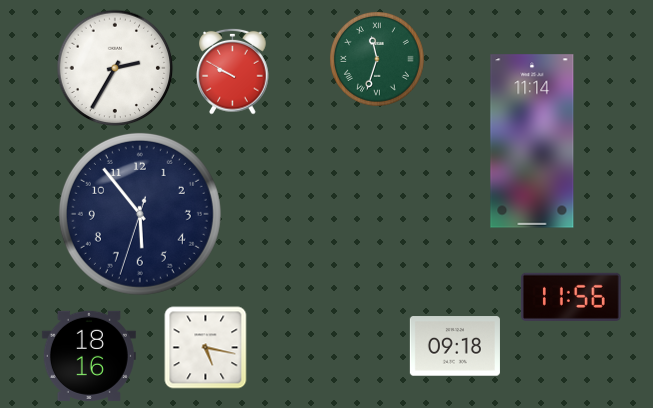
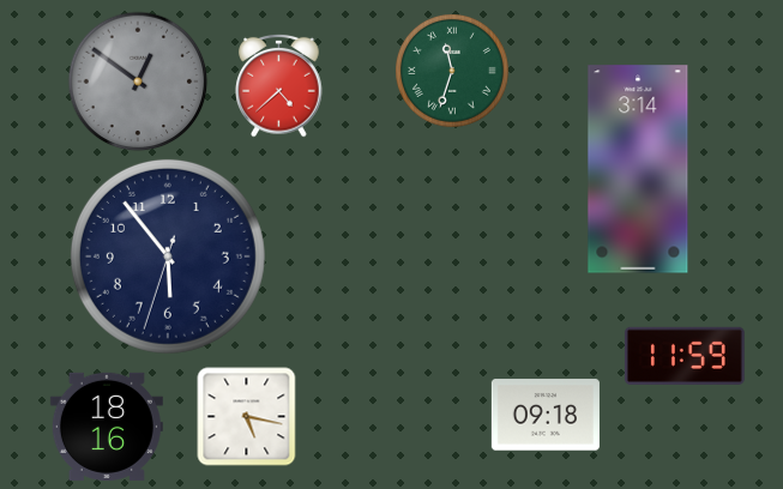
clock at (115, 68): 2:35 -> 12:51
clock at (115, 68) dial: white -> grey
clock at (233, 71): 9:50 -> 4:38
clock at (532, 141): 11:14 -> 3:14
clock at (571, 297): 11:56 -> 11:59
